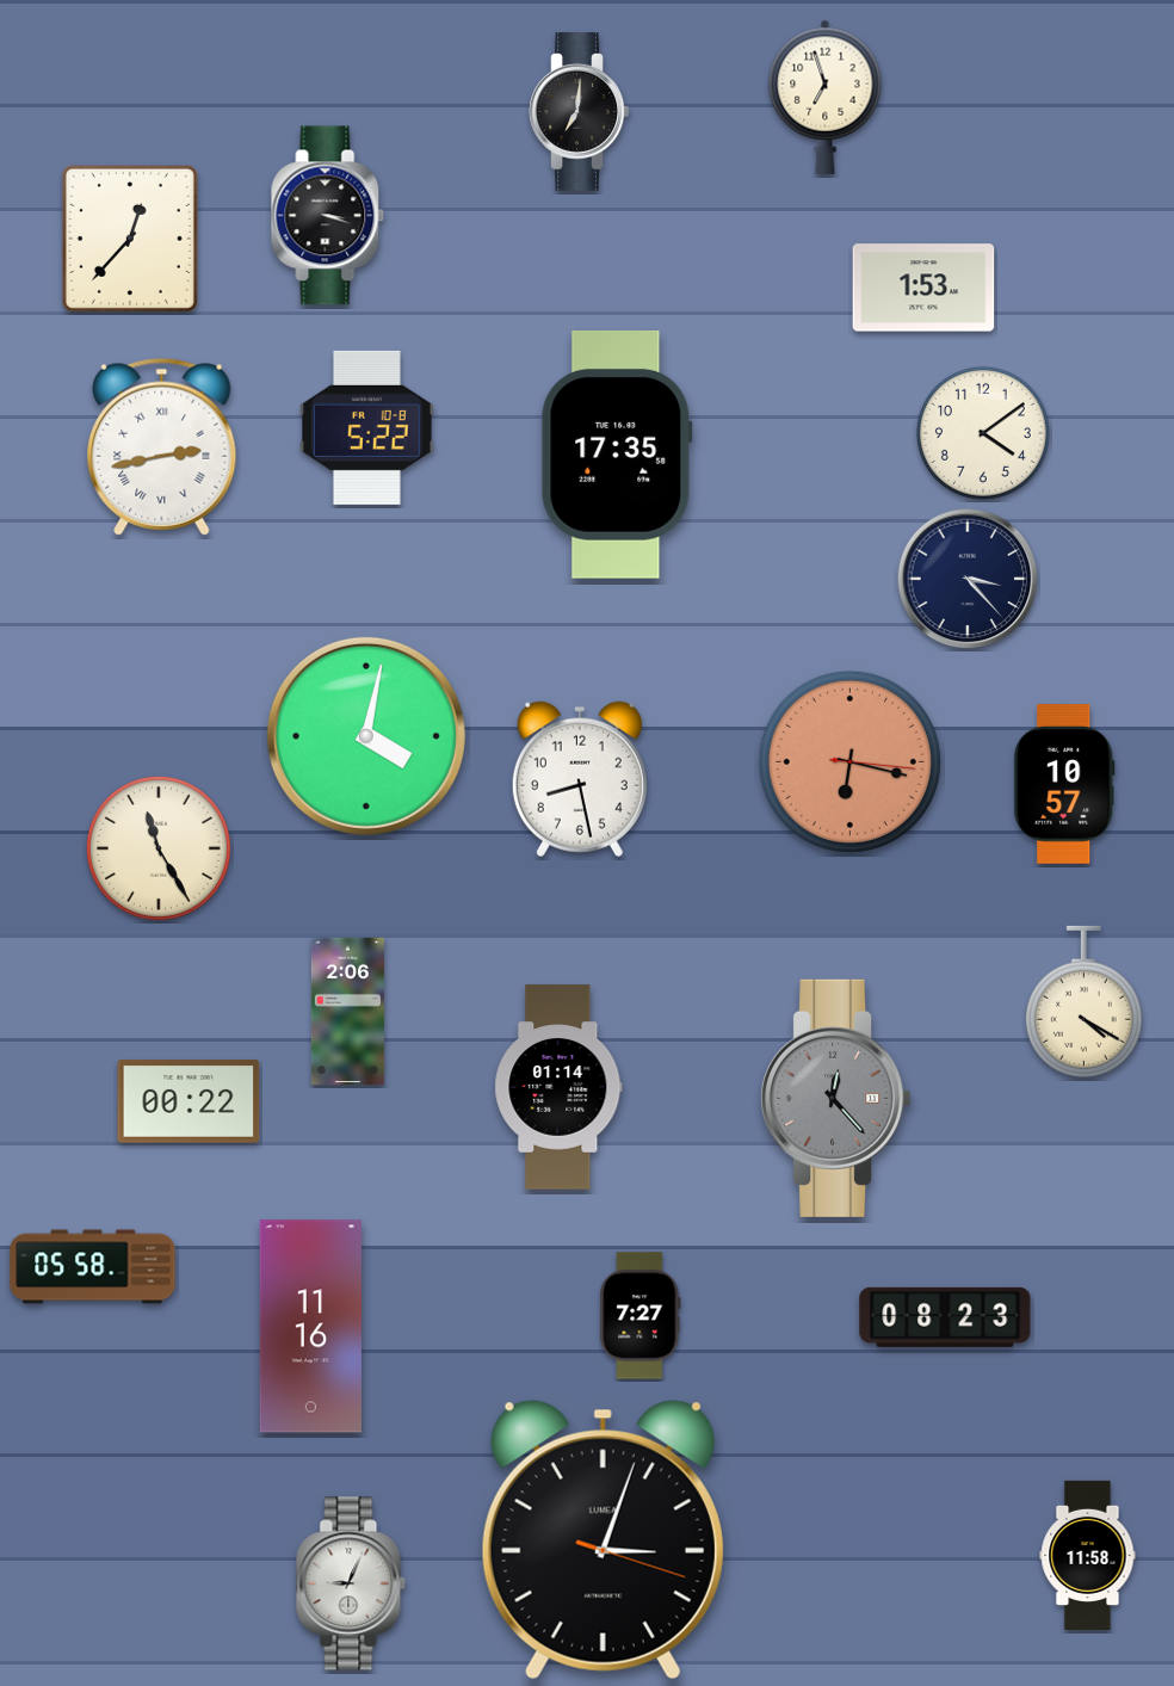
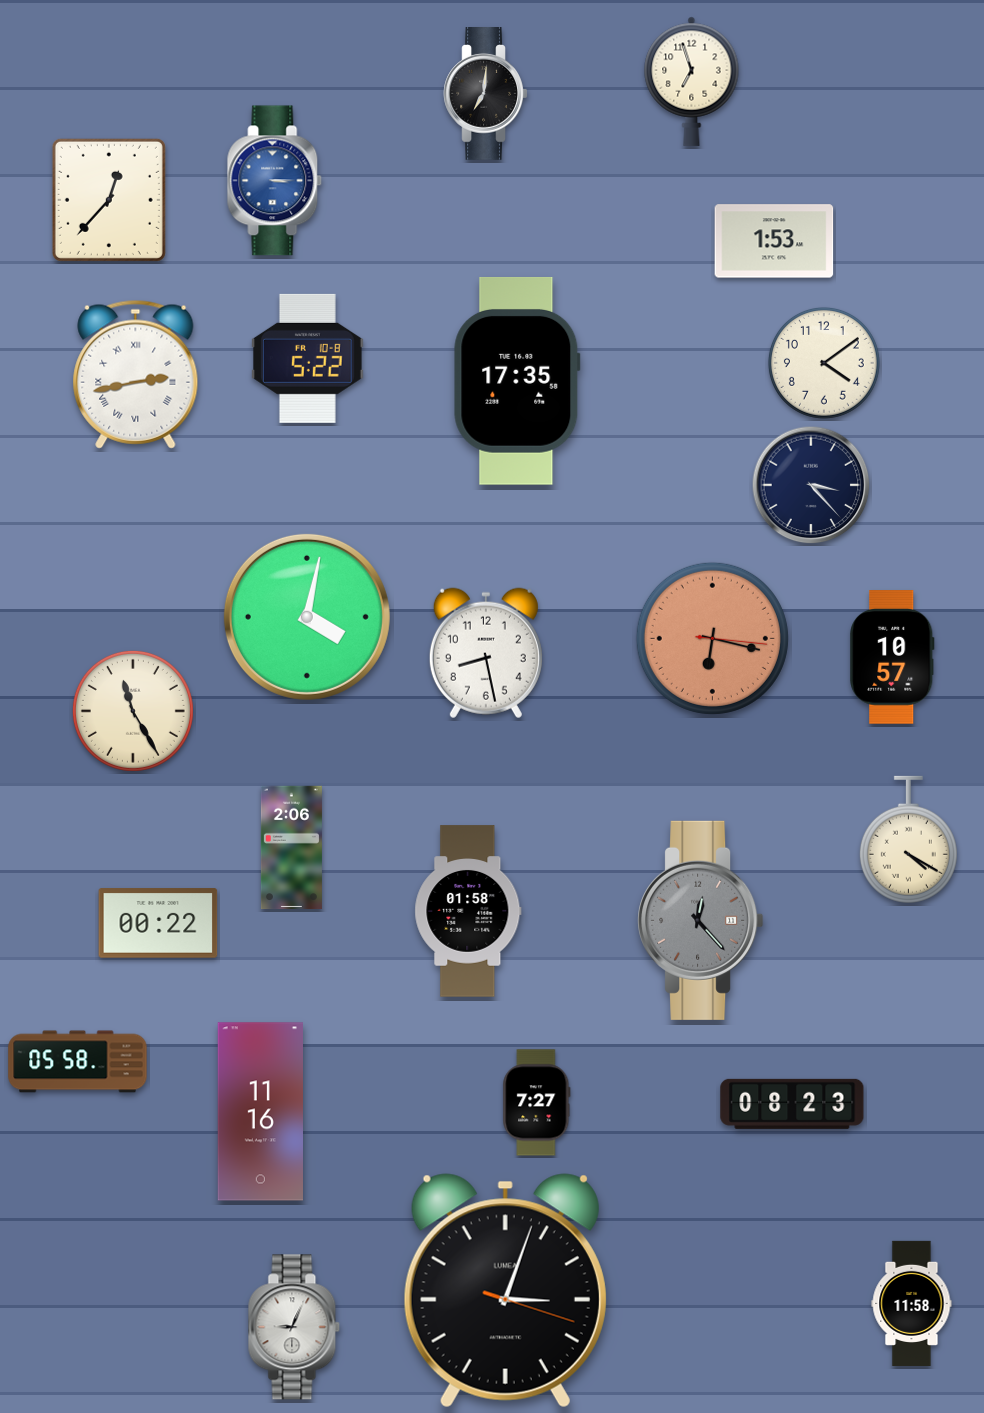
clock at (328, 216): 3:18 -> 3:15
clock at (328, 216) dial: black -> blue
clock at (558, 1087): 01:14 -> 01:58
